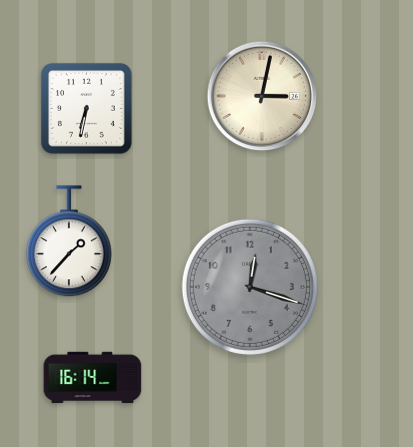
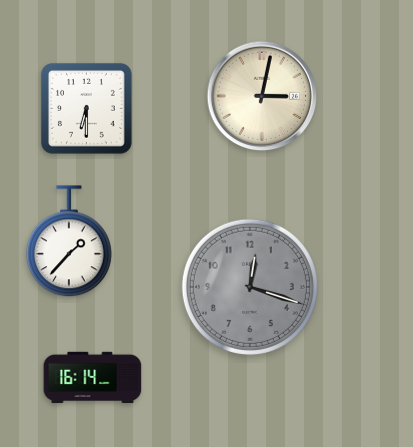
clock at (86, 108): 6:32 -> 6:30
